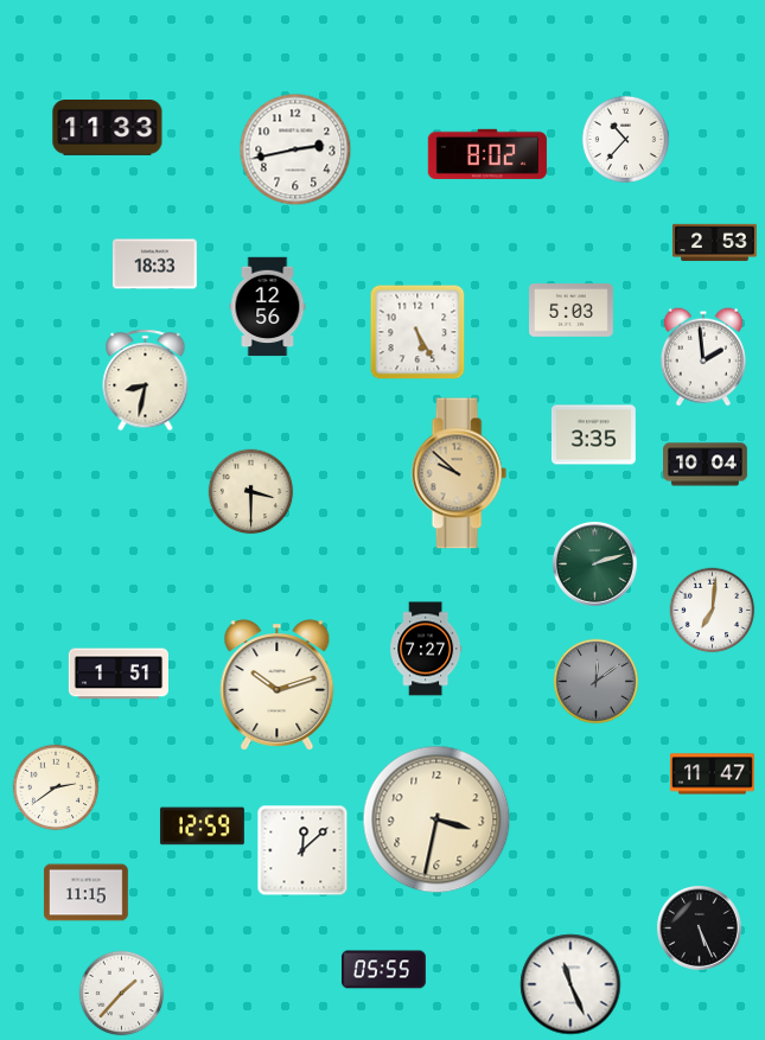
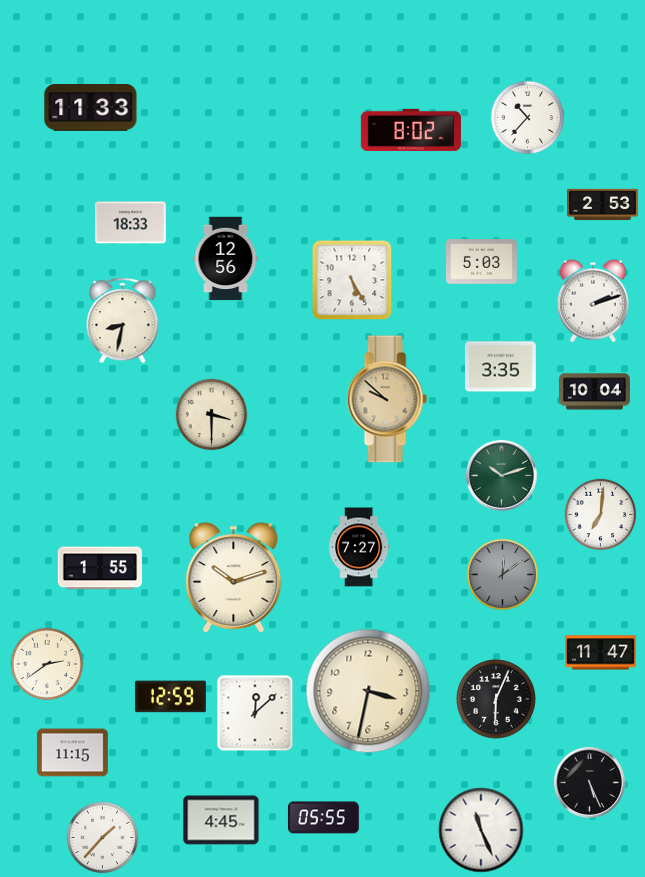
clock at (295, 149): 2:43 -> none
clock at (703, 357): 1:59 -> 2:12
clock at (594, 563): 2:12 -> 10:12
clock at (117, 674): 1:51 -> 1:55
clock at (496, 699): none -> 6:04
clock at (302, 850) position: (302, 850) -> (255, 713)
clock at (221, 820): none -> 4:45
